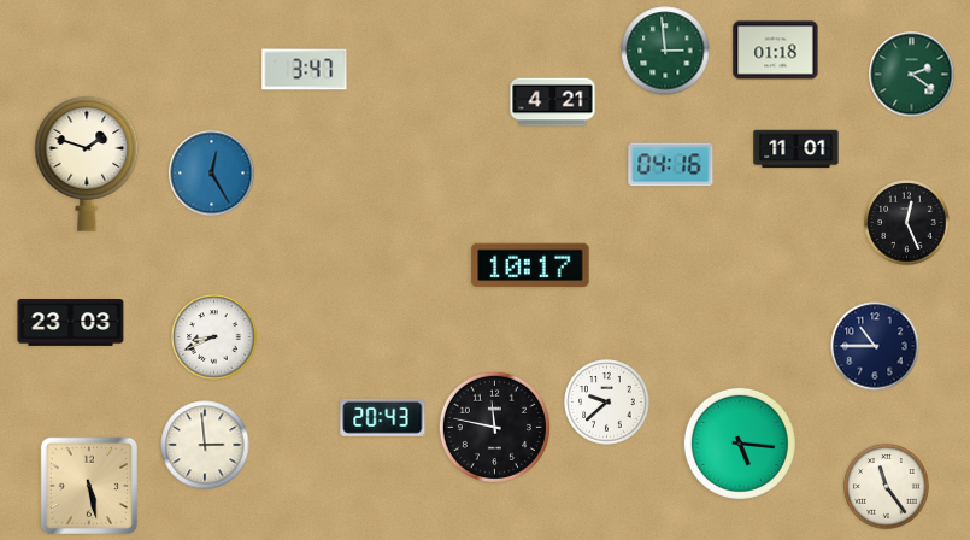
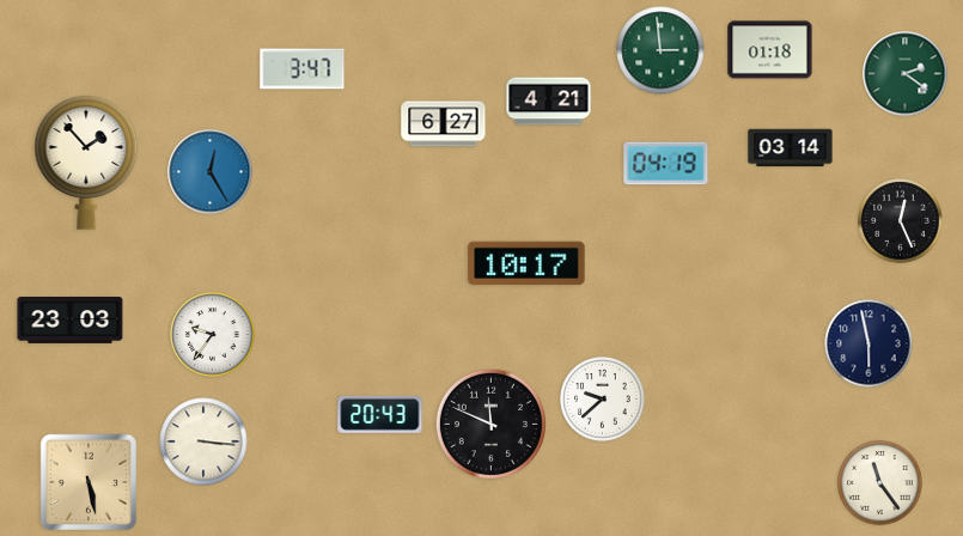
clock at (444, 124): none -> 6:27
clock at (796, 149): 11:01 -> 03:14
clock at (87, 164): 1:48 -> 1:53
clock at (671, 165): 04:16 -> 04:19
clock at (214, 337): 8:41 -> 9:36
clock at (875, 346): 10:45 -> 5:58
clock at (494, 427): 11:47 -> 11:49
clock at (740, 444): 5:16 -> none
clock at (205, 445): 2:59 -> 3:16
